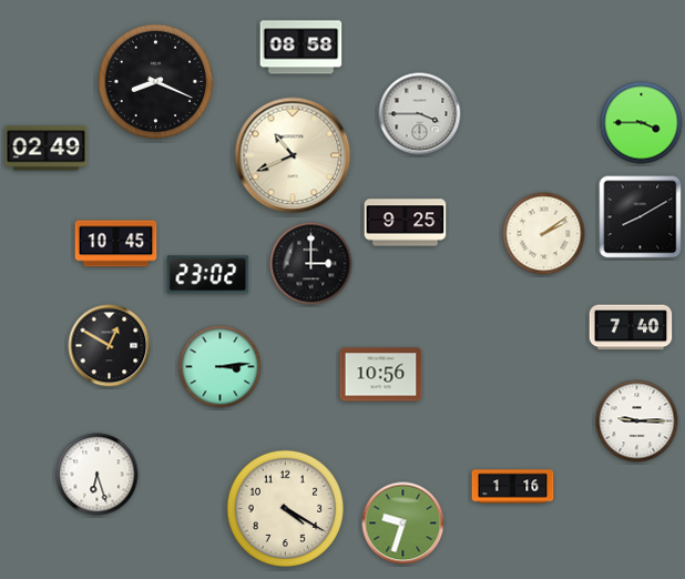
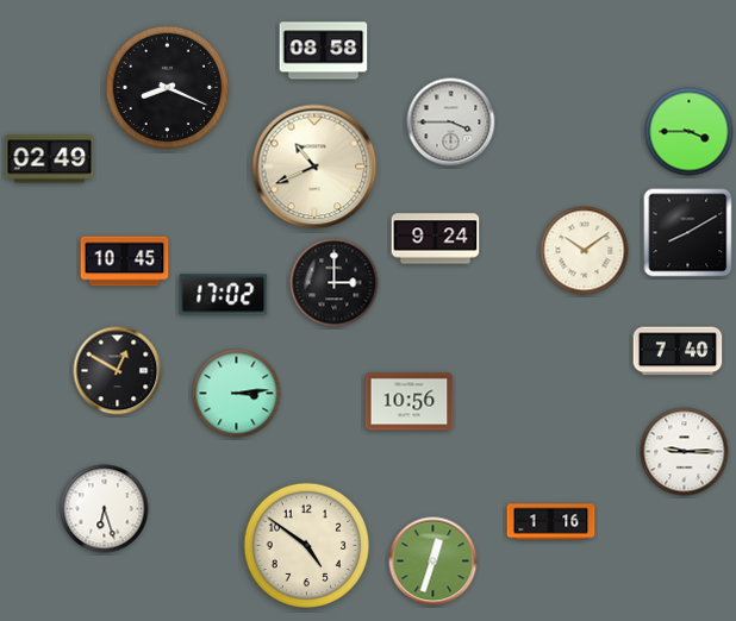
clock at (406, 223): 9:25 -> 9:24
clock at (544, 234): 2:09 -> 10:09
clock at (208, 275): 23:02 -> 17:02
clock at (286, 509): 4:20 -> 4:51
clock at (403, 524): 9:33 -> 12:33
